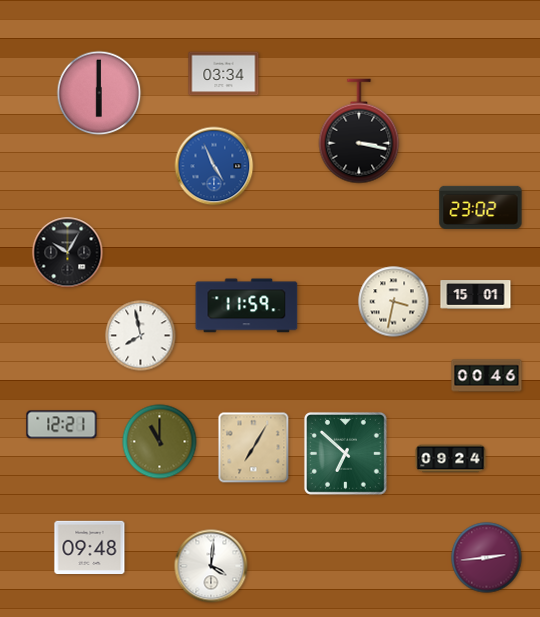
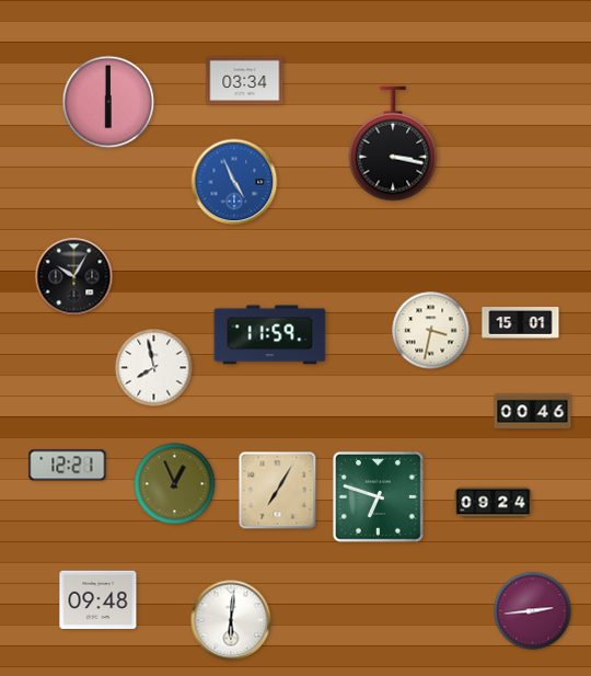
clock at (481, 207): 23:02 -> none
clock at (160, 442): 11:00 -> 12:56
clock at (345, 453): 6:52 -> 6:48
clock at (211, 566): 4:01 -> 6:01
